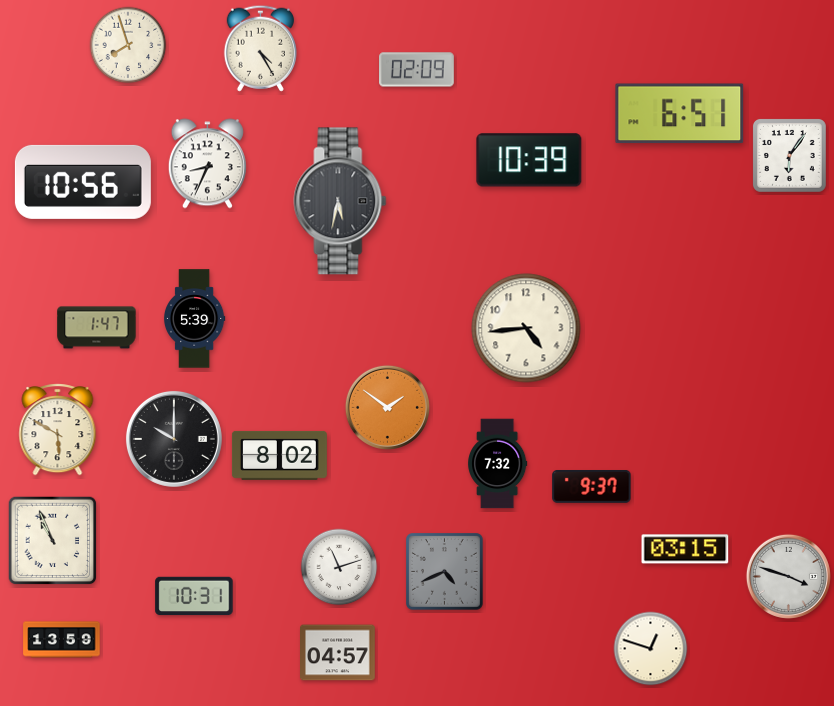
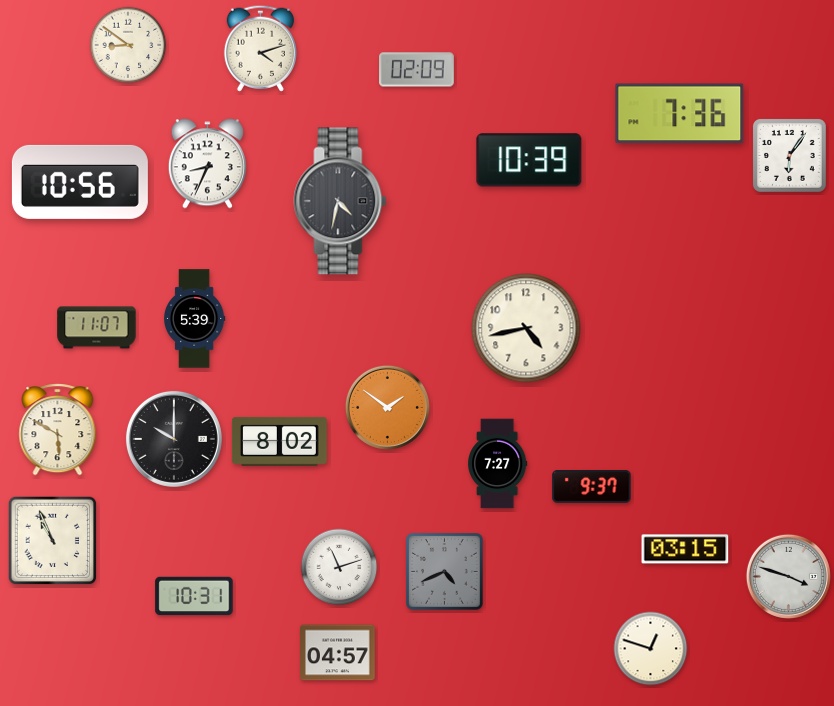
clock at (128, 45): 7:57 -> 8:51
clock at (260, 48): 4:25 -> 4:12
clock at (680, 114): 6:51 -> 7:36
clock at (83, 182) position: (83, 182) -> (80, 182)
clock at (340, 201): 5:32 -> 4:32
clock at (97, 328): 1:47 -> 11:07
clock at (526, 328): 4:44 -> 4:43
clock at (279, 455) position: (279, 455) -> (279, 441)
clock at (498, 464): 7:32 -> 7:27
clock at (62, 640): 13:59 -> none
